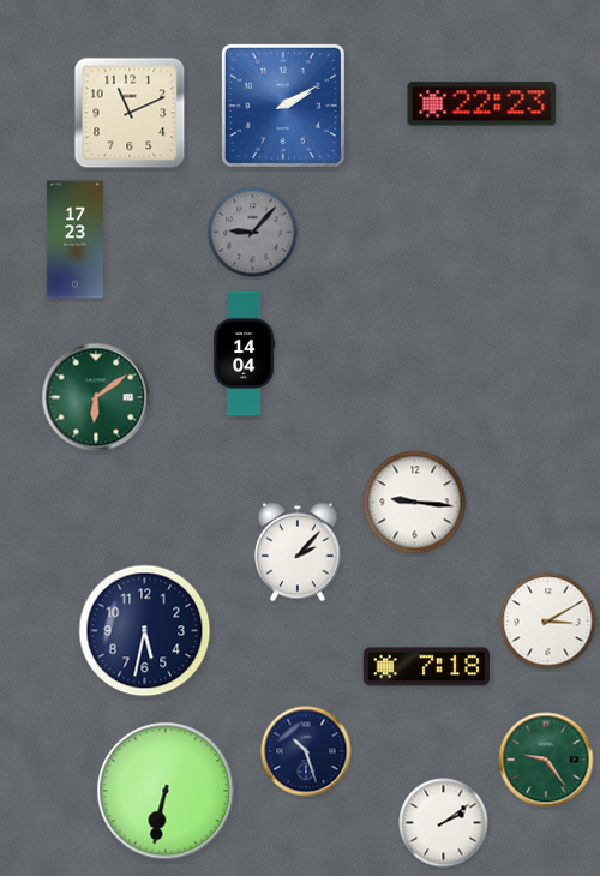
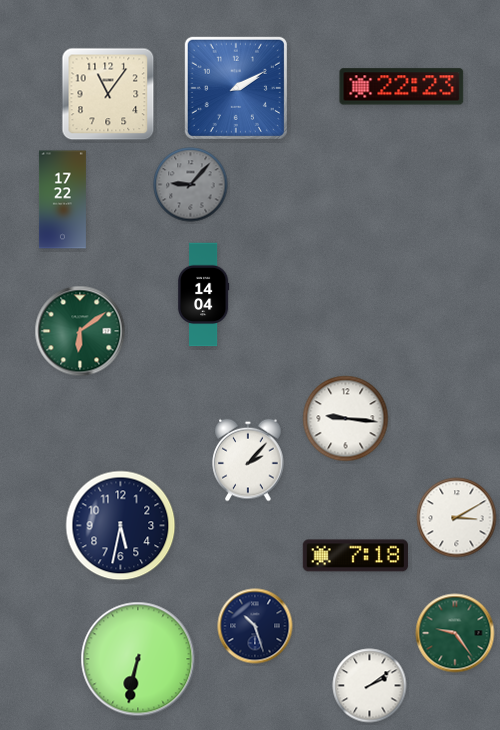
clock at (130, 113): 11:11 -> 11:06
clock at (253, 233) position: (253, 233) -> (191, 185)
clock at (74, 240): 17:23 -> 17:22
